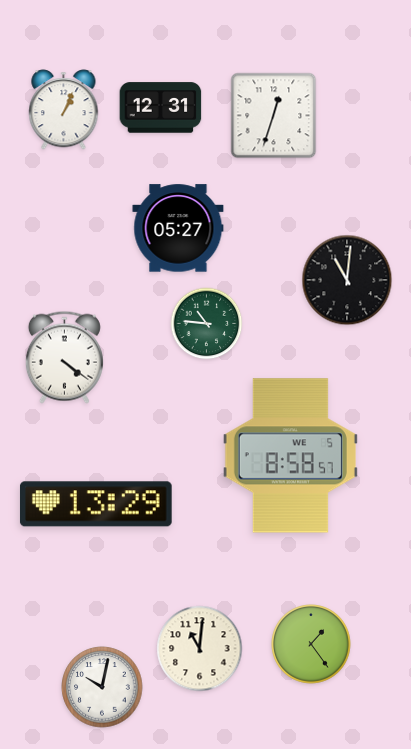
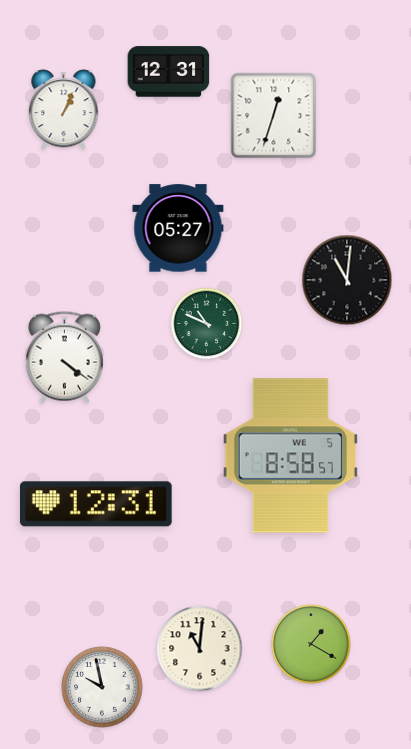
clock at (161, 108) position: (161, 108) -> (169, 72)
clock at (207, 324): 10:46 -> 10:49
clock at (96, 504): 13:29 -> 12:31
clock at (311, 644): 1:24 -> 1:20
clock at (102, 687): 10:02 -> 9:58
